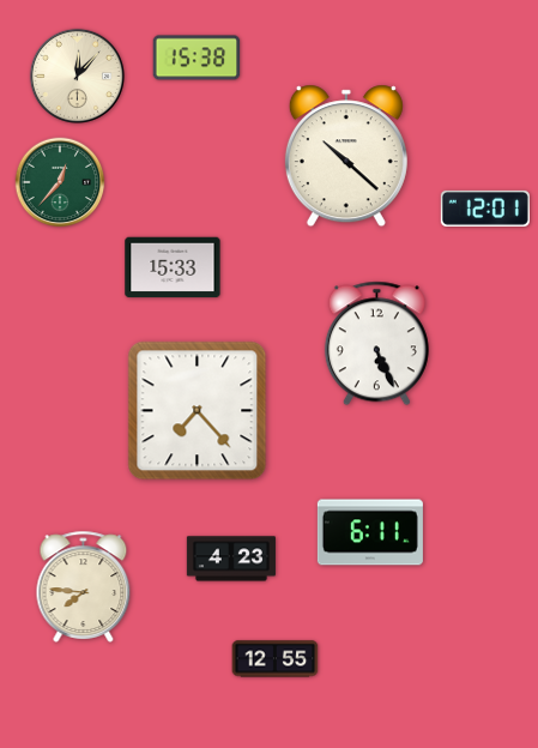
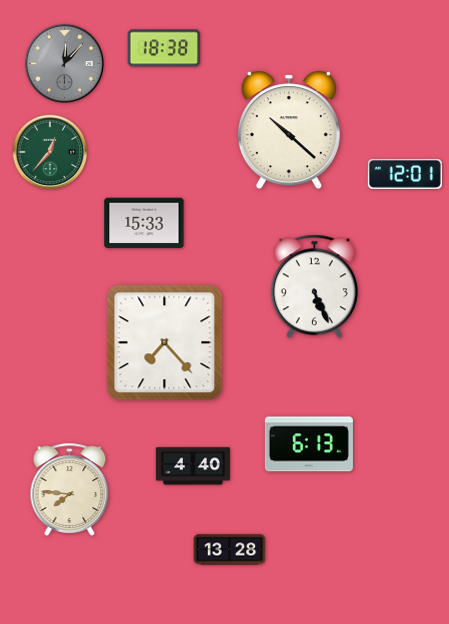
clock at (197, 58): 15:38 -> 18:38
clock at (77, 76) dial: cream -> grey
clock at (370, 532): 6:11 -> 6:13
clock at (231, 559): 4:23 -> 4:40
clock at (276, 659): 12:55 -> 13:28
